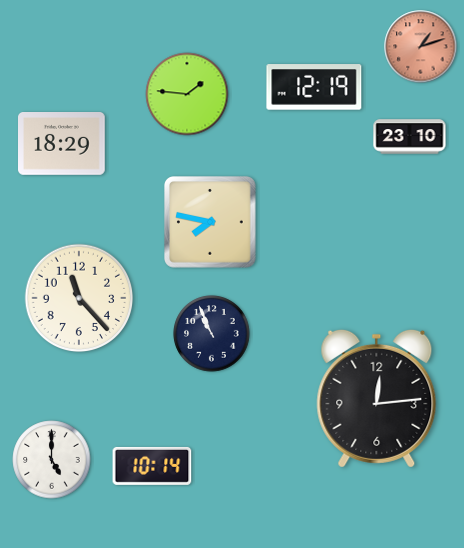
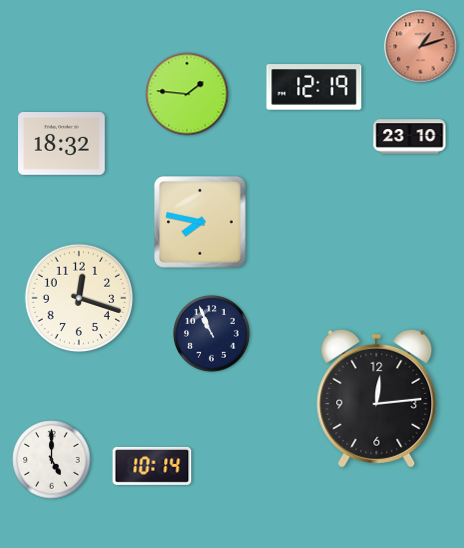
clock at (62, 144): 18:29 -> 18:32
clock at (211, 223) position: (211, 223) -> (201, 223)
clock at (79, 298): 11:23 -> 12:18
